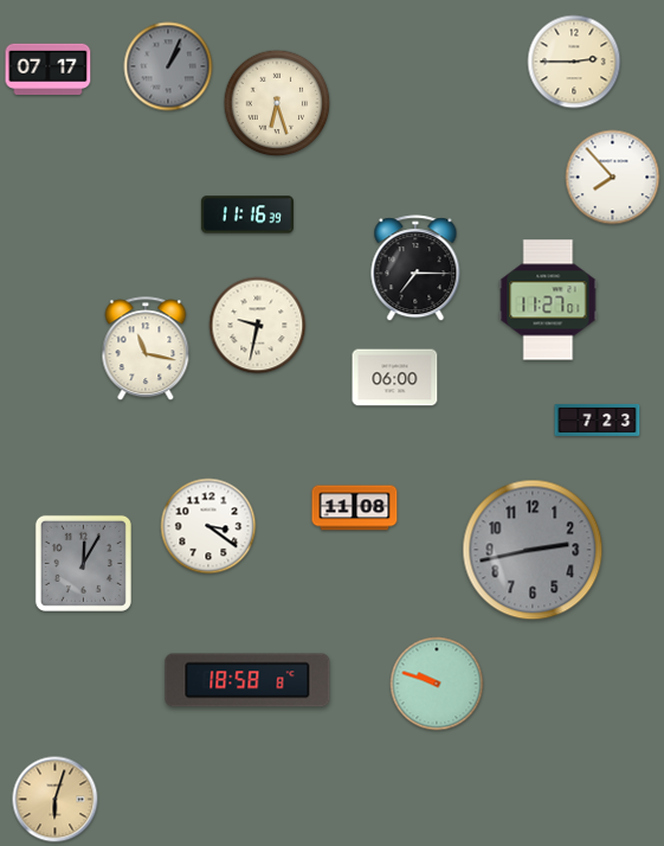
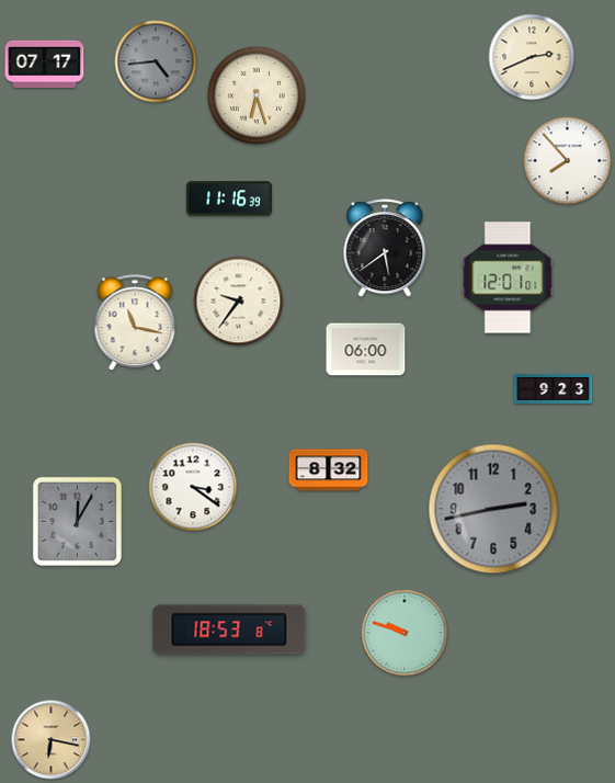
clock at (574, 62): 2:45 -> 2:41
clock at (168, 66): 1:04 -> 4:44
clock at (613, 178) position: (613, 178) -> (568, 161)
clock at (415, 269): 7:15 -> 5:39
clock at (548, 300): 11:27 -> 12:01
clock at (258, 326): 9:32 -> 9:36
clock at (598, 419): 7:23 -> 9:23
clock at (355, 508): 11:08 -> 8:32
clock at (247, 680): 18:58 -> 18:53
clock at (56, 800): 6:03 -> 6:17
